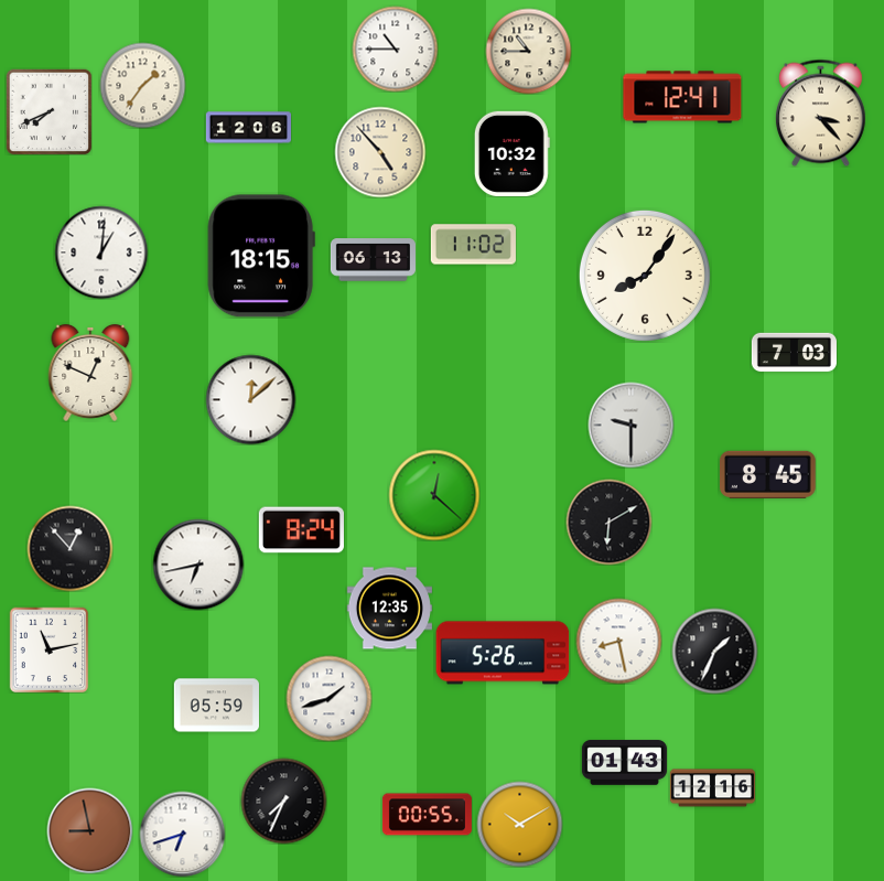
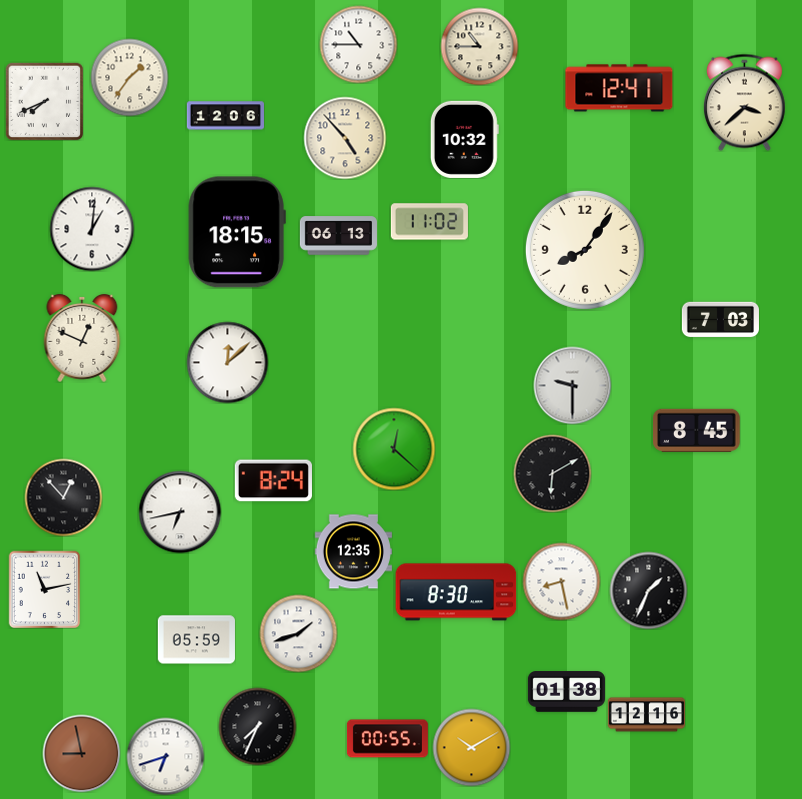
clock at (820, 112): 3:23 -> 3:38
clock at (503, 653): 5:26 -> 8:30
clock at (624, 763): 01:43 -> 01:38
